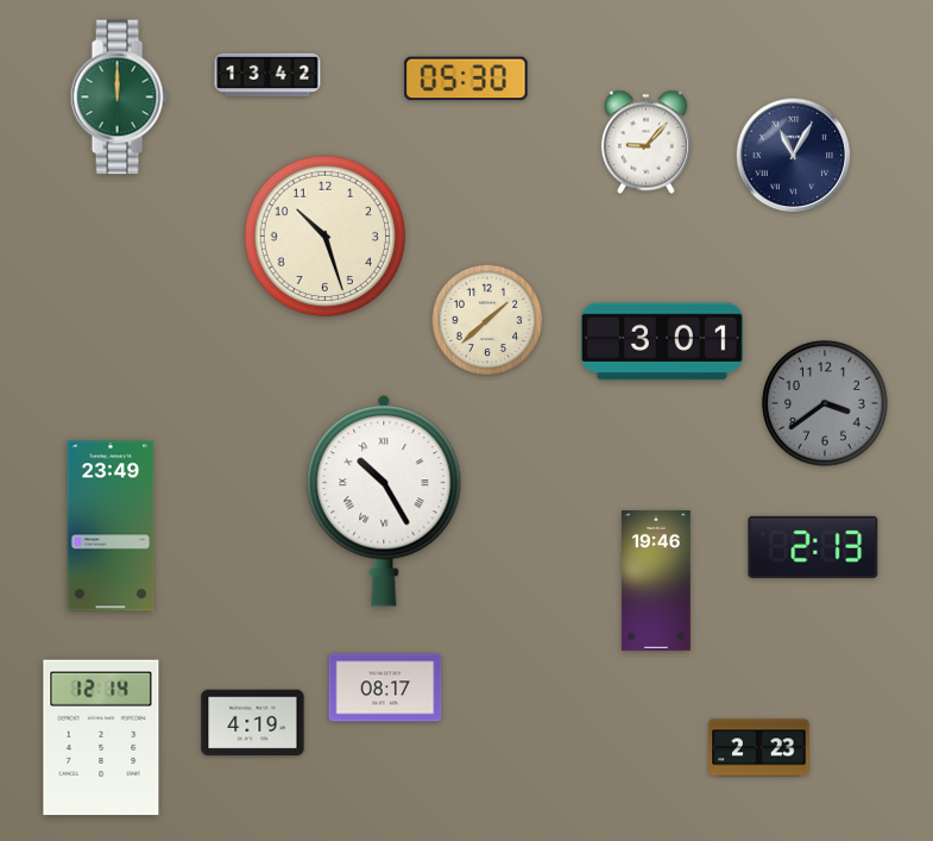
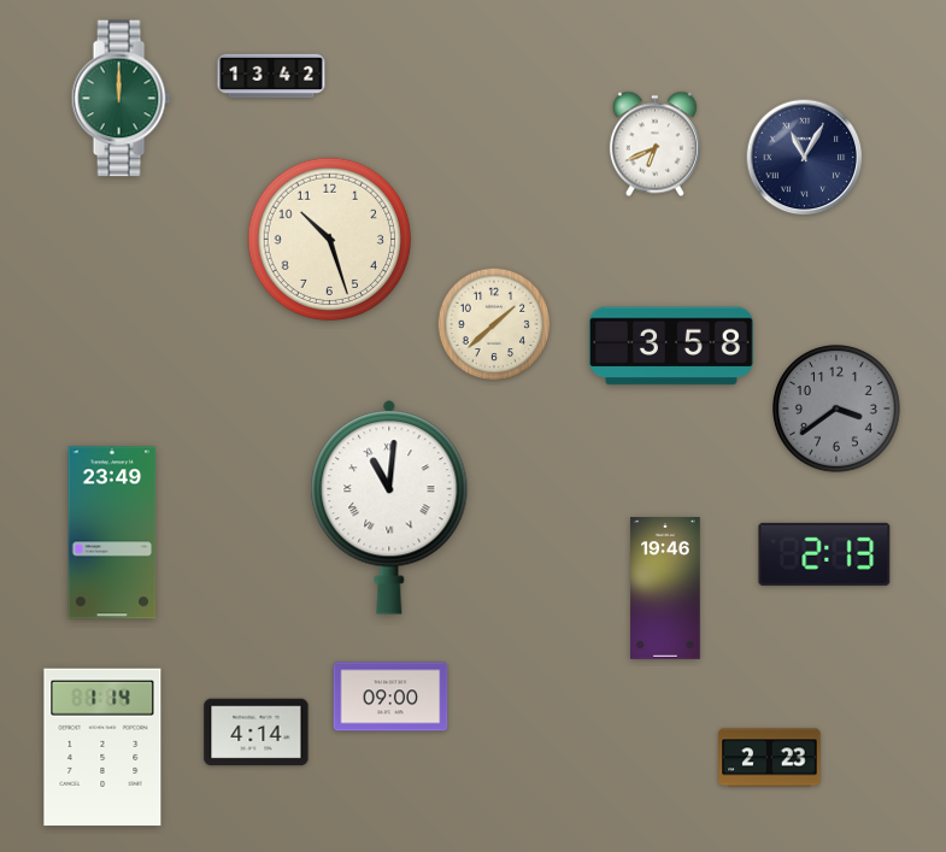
clock at (466, 79): 05:30 -> none
clock at (645, 143): 9:07 -> 6:41
clock at (662, 341): 3:01 -> 3:58
clock at (384, 501): 10:25 -> 11:01
clock at (385, 688): 08:17 -> 09:00
clock at (253, 723): 4:19 -> 4:14
clock at (101, 738): 12:14 -> 1:14
